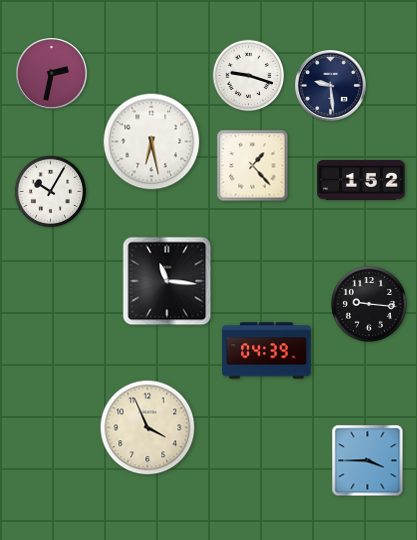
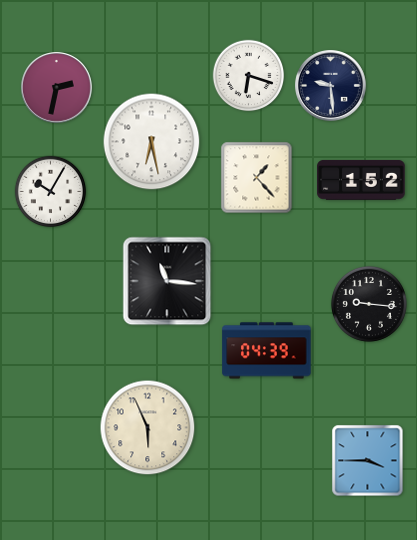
clock at (52, 74) position: (52, 74) -> (57, 88)
clock at (249, 76): 9:18 -> 6:18
clock at (253, 166) position: (253, 166) -> (257, 178)
clock at (148, 428): 3:56 -> 5:56
